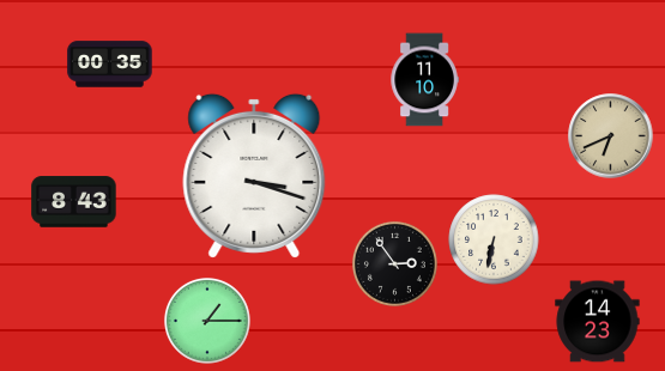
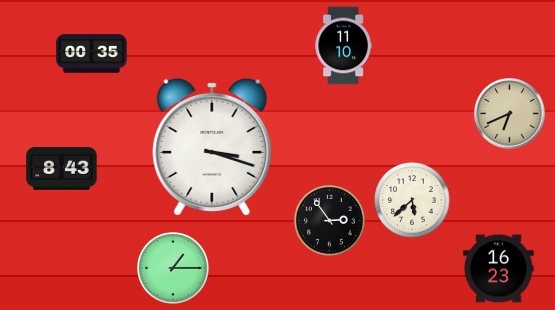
clock at (424, 80) position: (424, 80) -> (343, 46)
clock at (494, 239): 6:32 -> 5:38
clock at (598, 322): 14:23 -> 16:23
